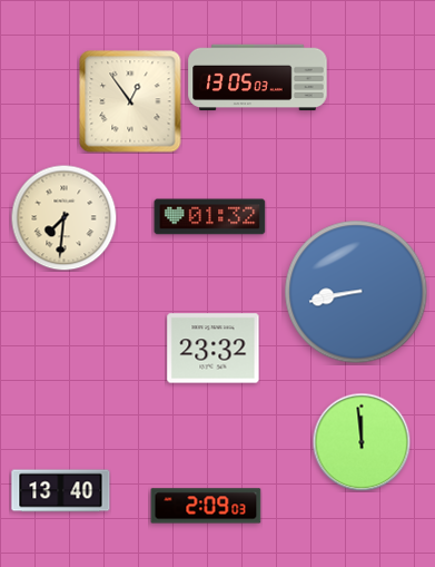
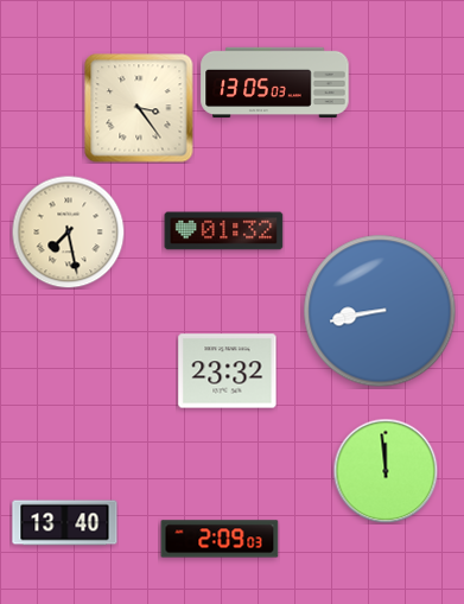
clock at (130, 101): 12:54 -> 3:24
clock at (63, 217): 7:31 -> 7:28
